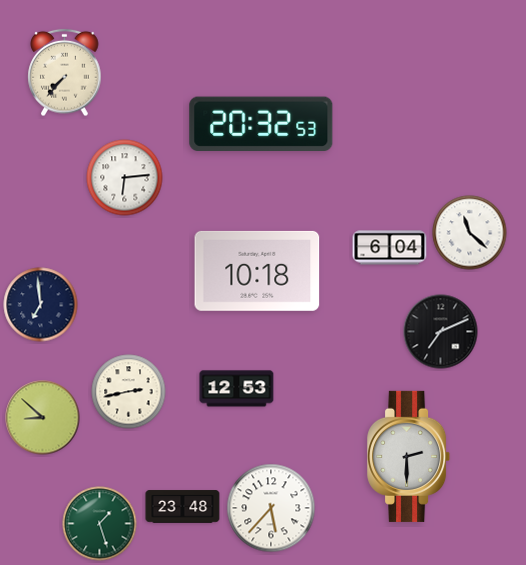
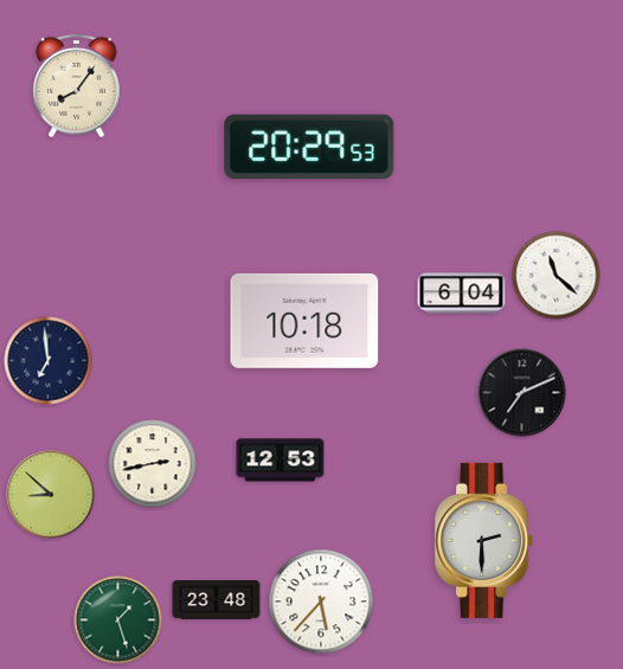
clock at (65, 73): 7:37 -> 8:06
clock at (261, 123): 20:32 -> 20:29
clock at (125, 178): 6:14 -> none
